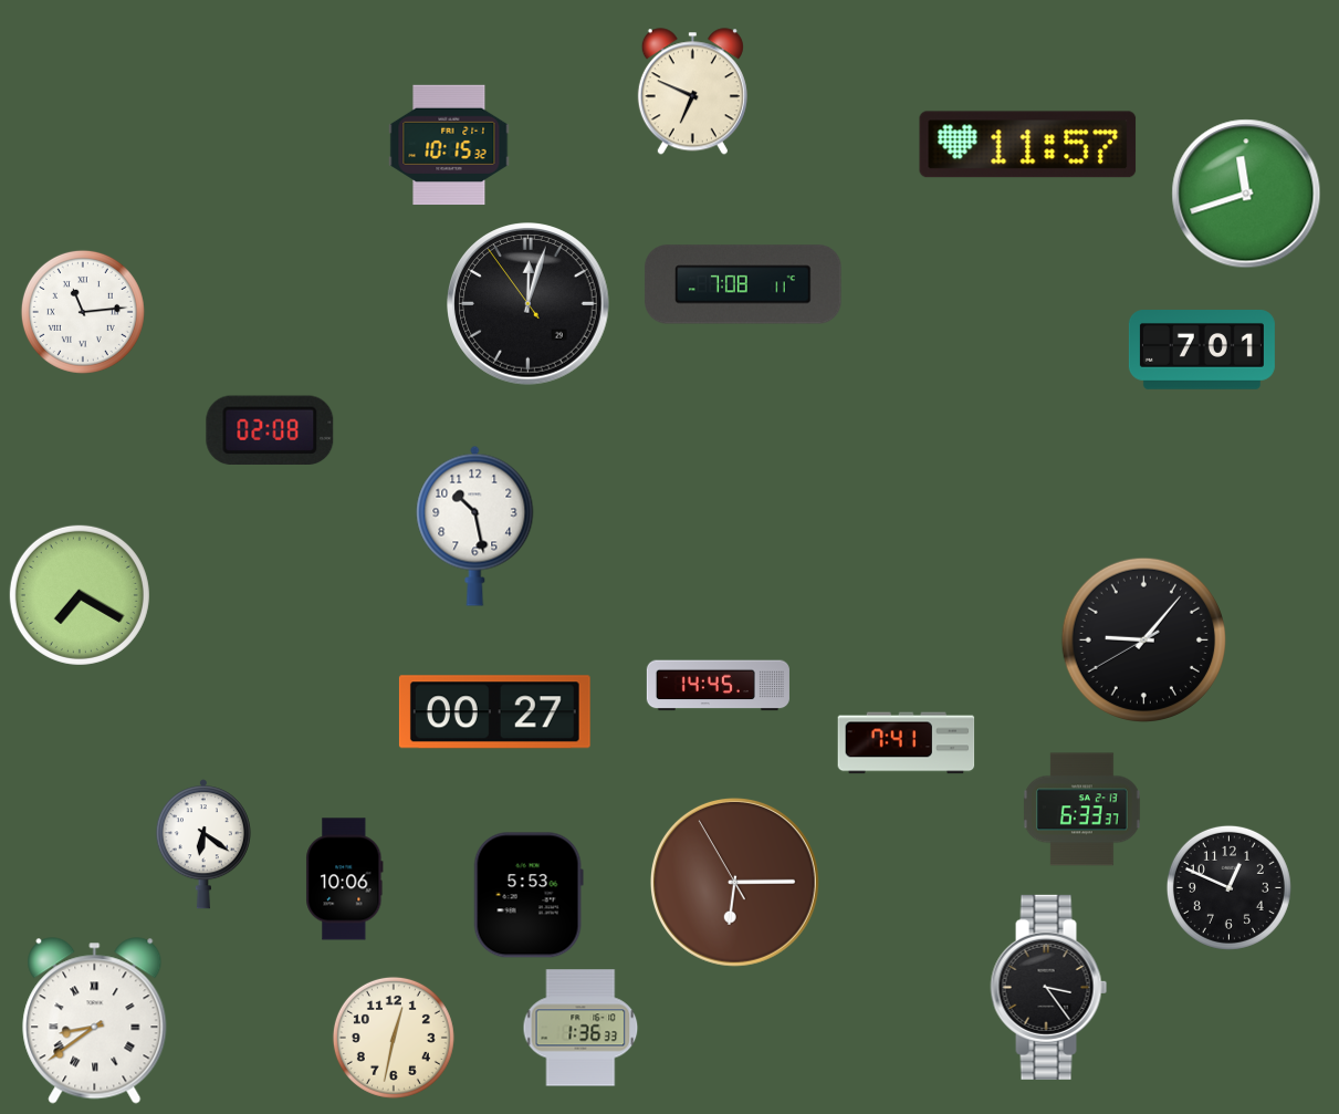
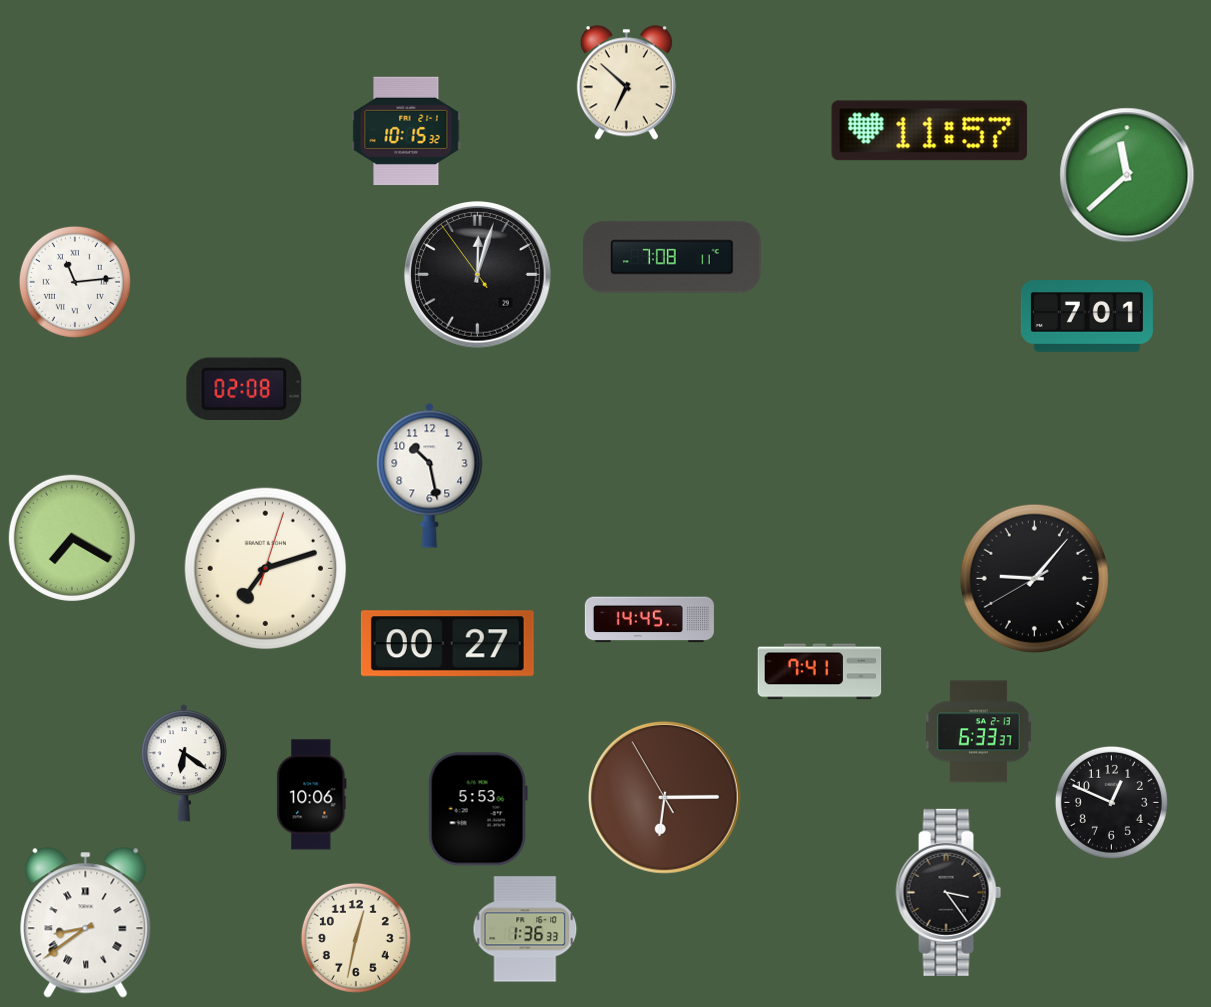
clock at (692, 92): 6:49 -> 6:52
clock at (1246, 194): 11:42 -> 11:38
clock at (266, 569): none -> 7:12
